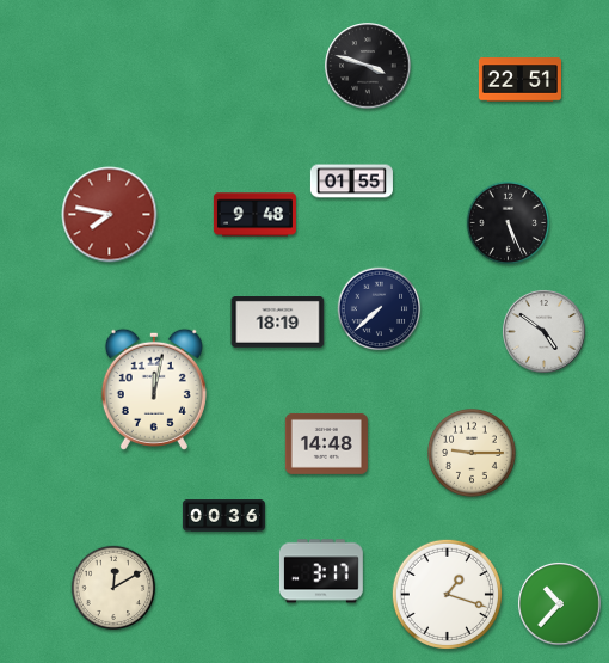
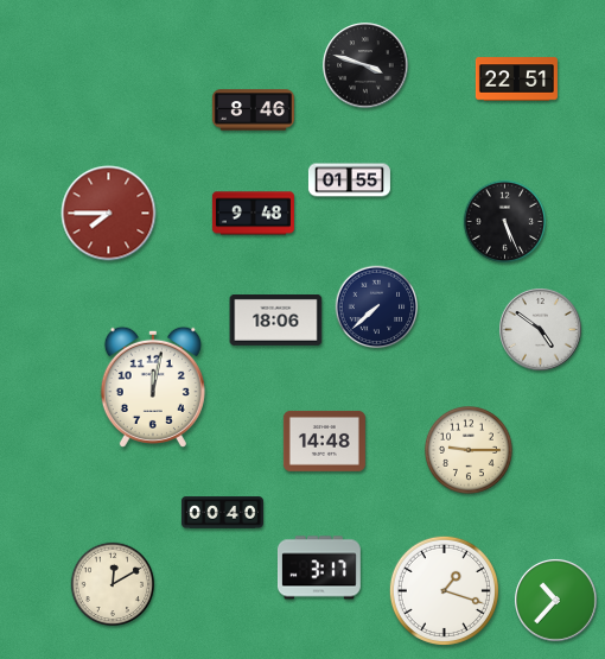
clock at (253, 110): none -> 8:46
clock at (110, 215): 7:47 -> 7:45
clock at (278, 323): 18:19 -> 18:06
clock at (223, 516): 00:36 -> 00:40
